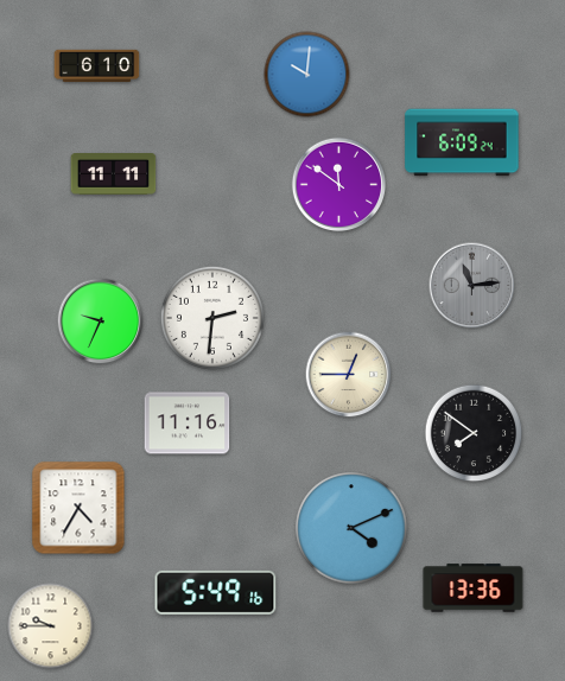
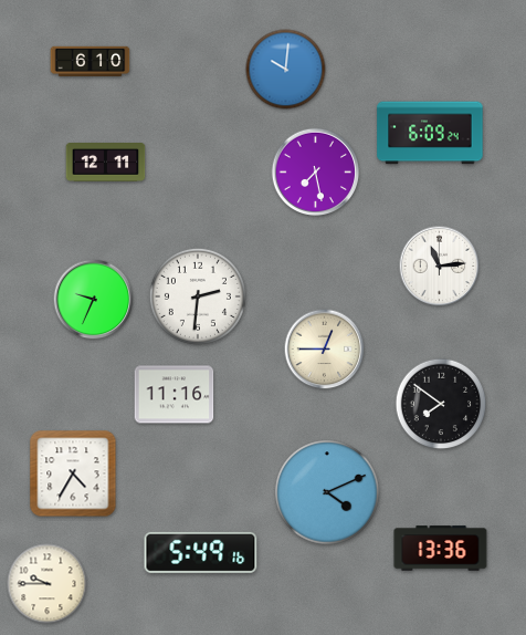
clock at (114, 174): 11:11 -> 12:11
clock at (339, 185): 11:51 -> 7:28
clock at (472, 286) dial: grey -> white
